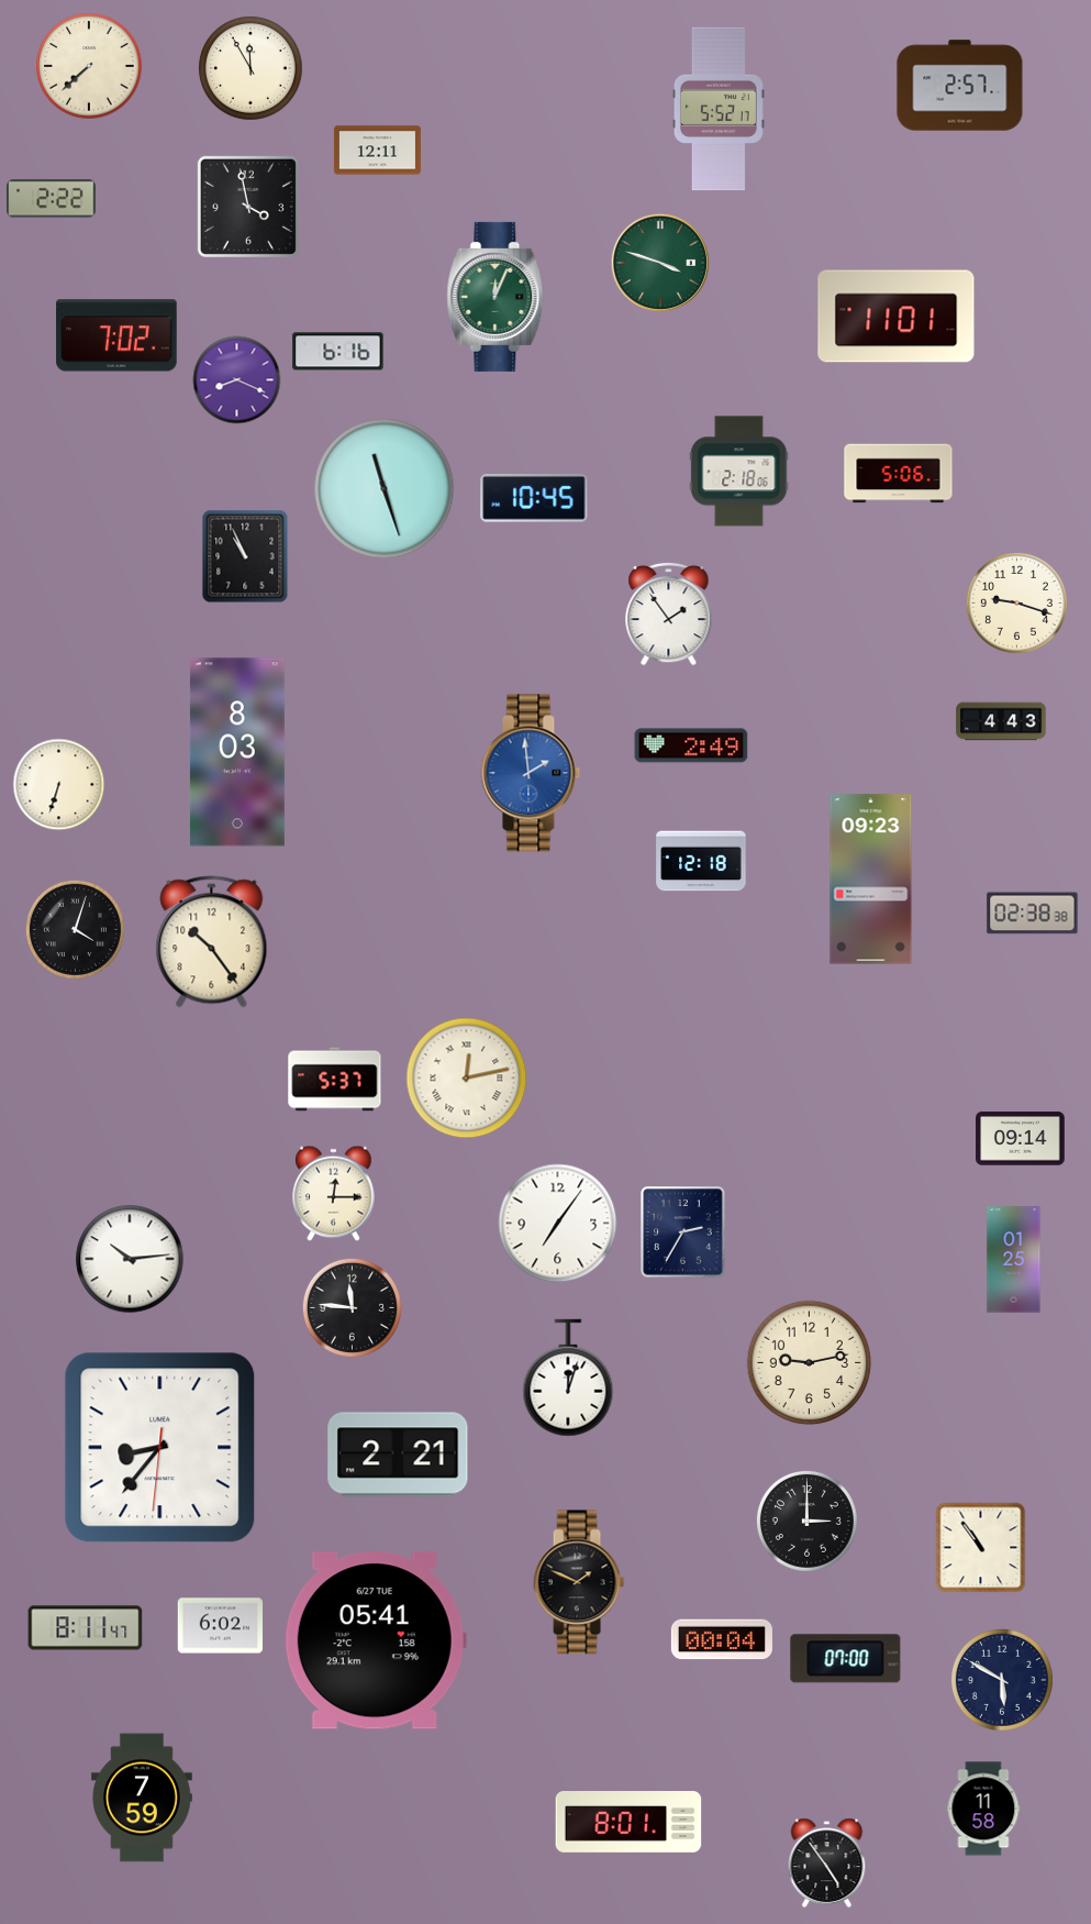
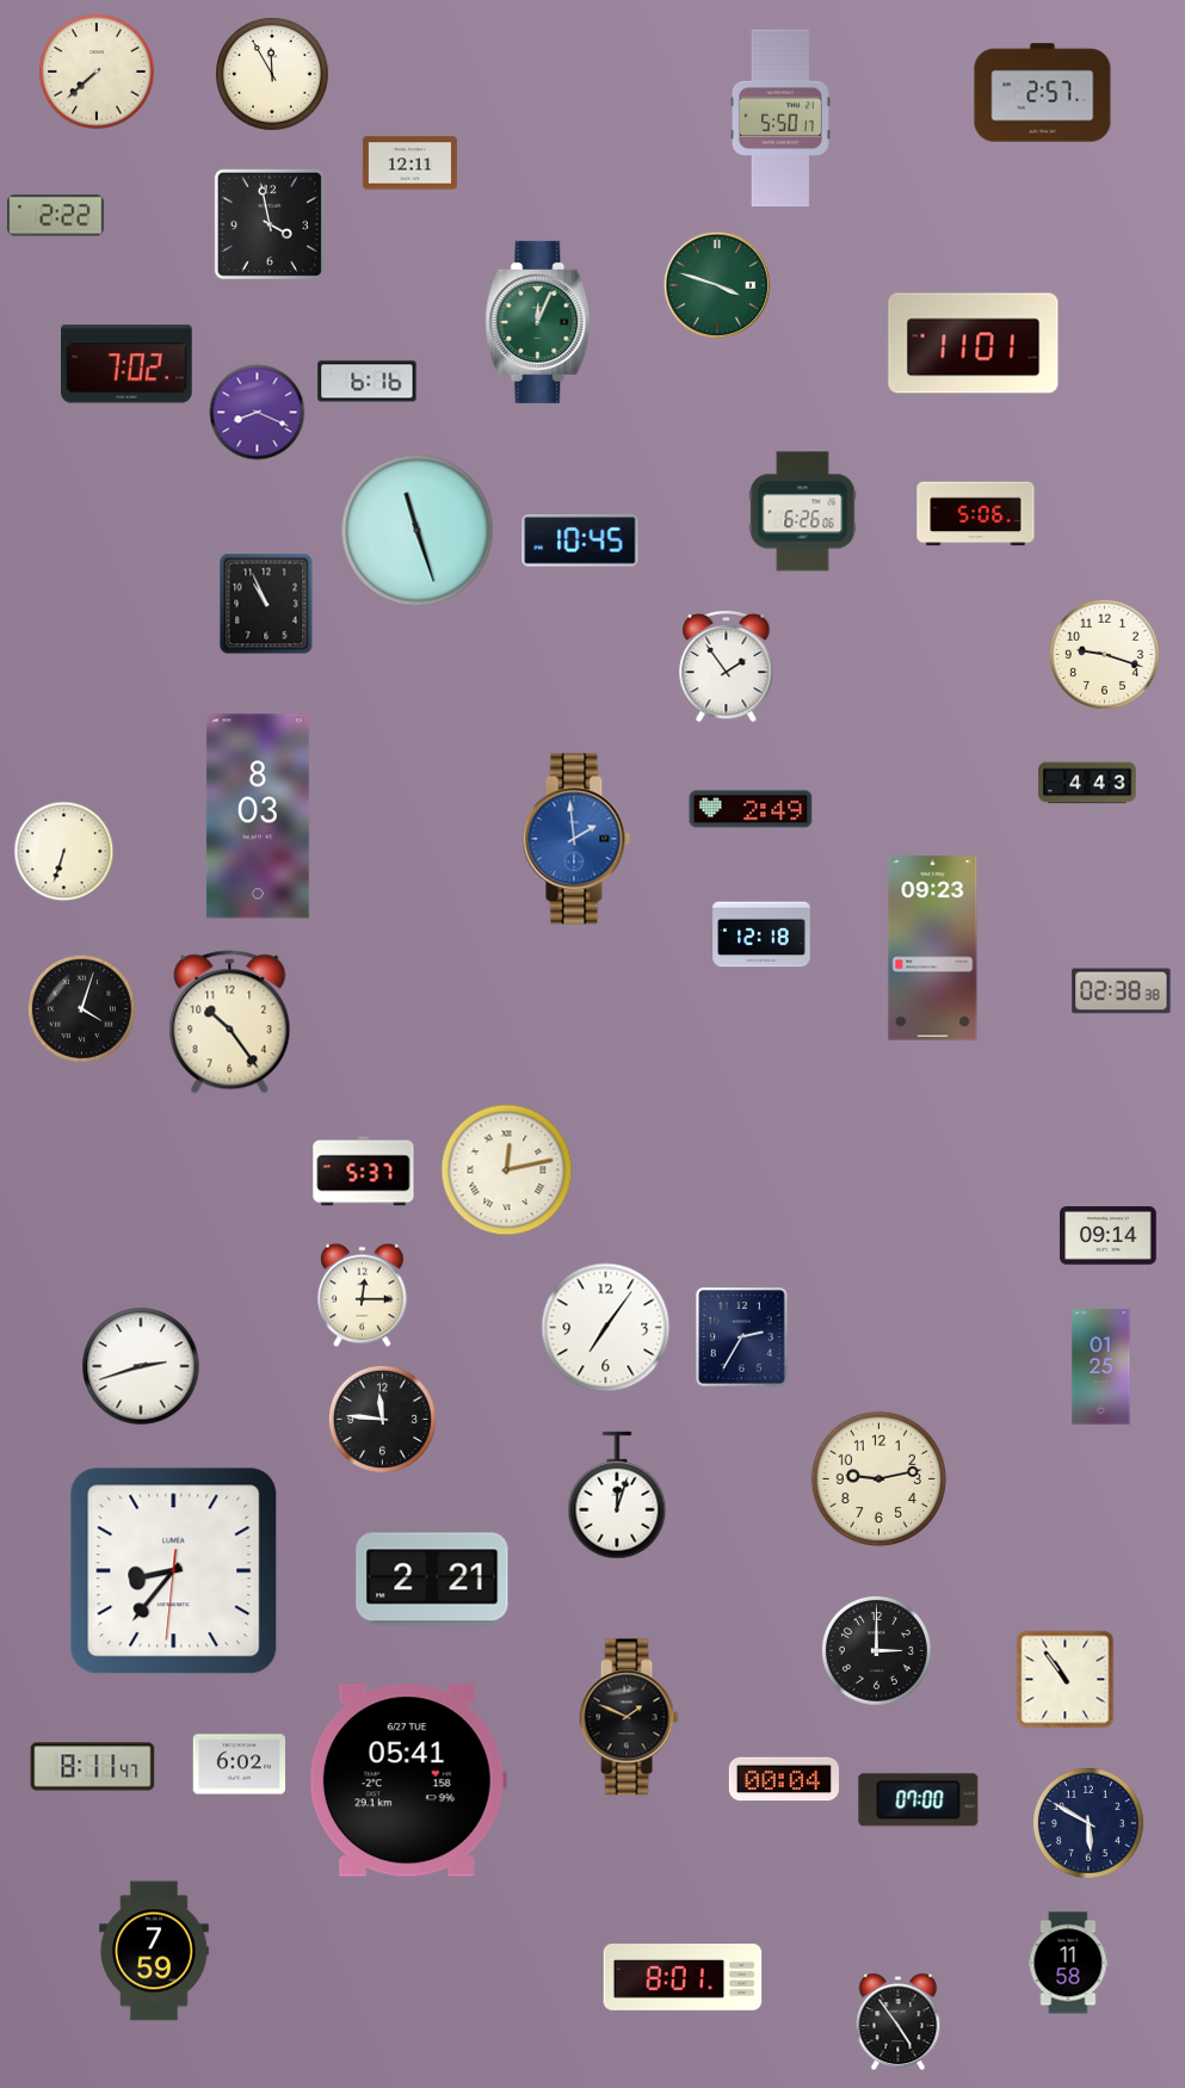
clock at (719, 109): 5:52 -> 5:50
clock at (739, 472): 2:18 -> 6:26
clock at (871, 880) position: (871, 880) -> (933, 949)
clock at (130, 1259): 10:14 -> 2:42
